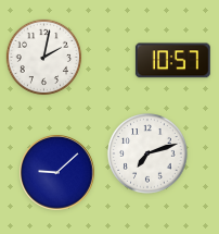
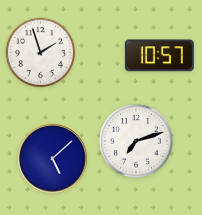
clock at (44, 58): 2:02 -> 1:57
clock at (57, 173): 9:08 -> 5:08
